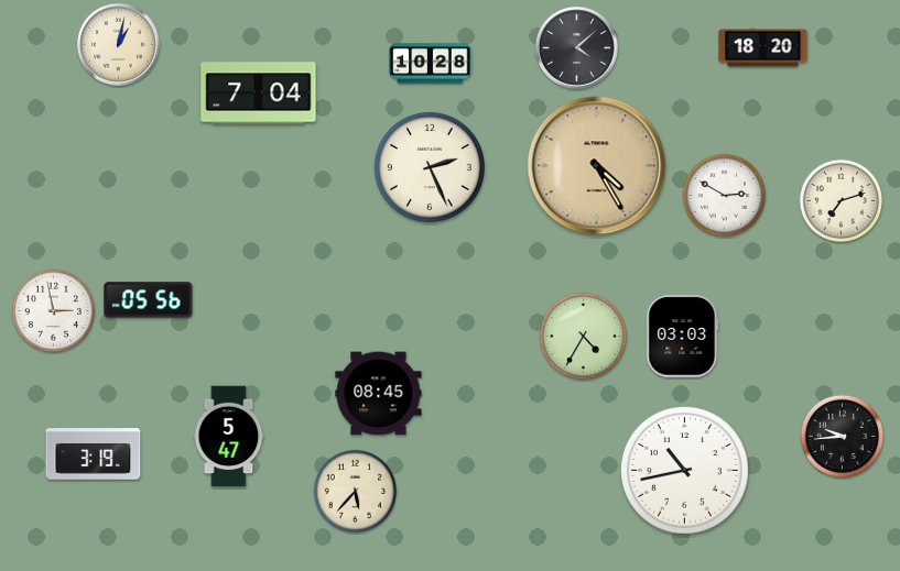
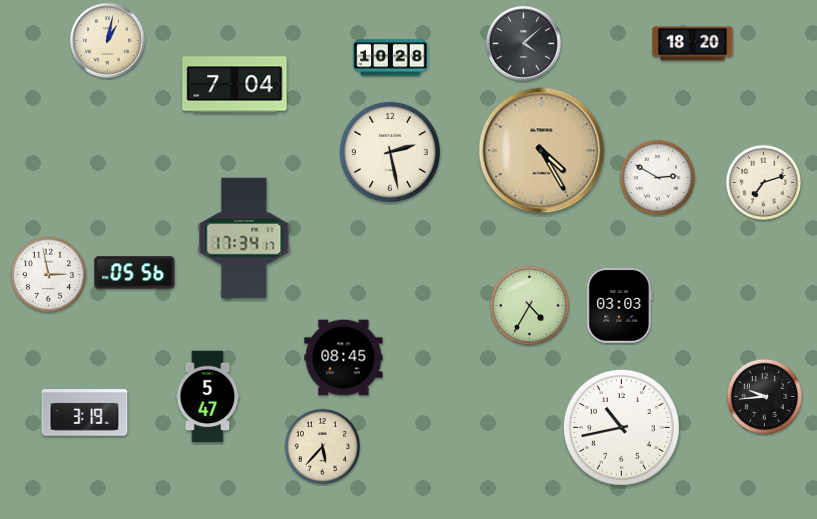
clock at (430, 167): 2:26 -> 2:28
clock at (244, 237): none -> 17:34
clock at (54, 311) position: (54, 311) -> (49, 275)
